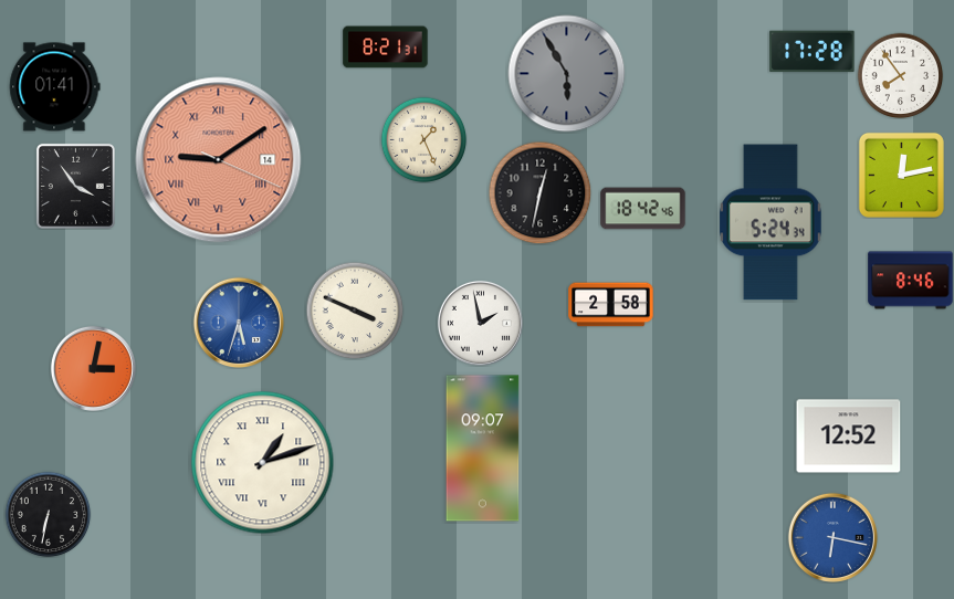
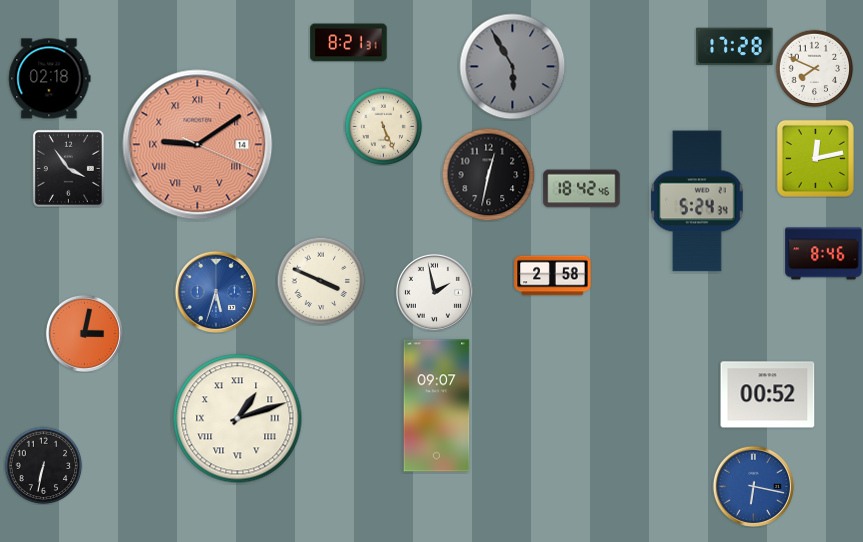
clock at (900, 75): 7:54 -> 7:49
clock at (55, 87): 01:41 -> 02:18
clock at (423, 139): 1:26 -> 5:26
clock at (849, 437): 12:52 -> 00:52
